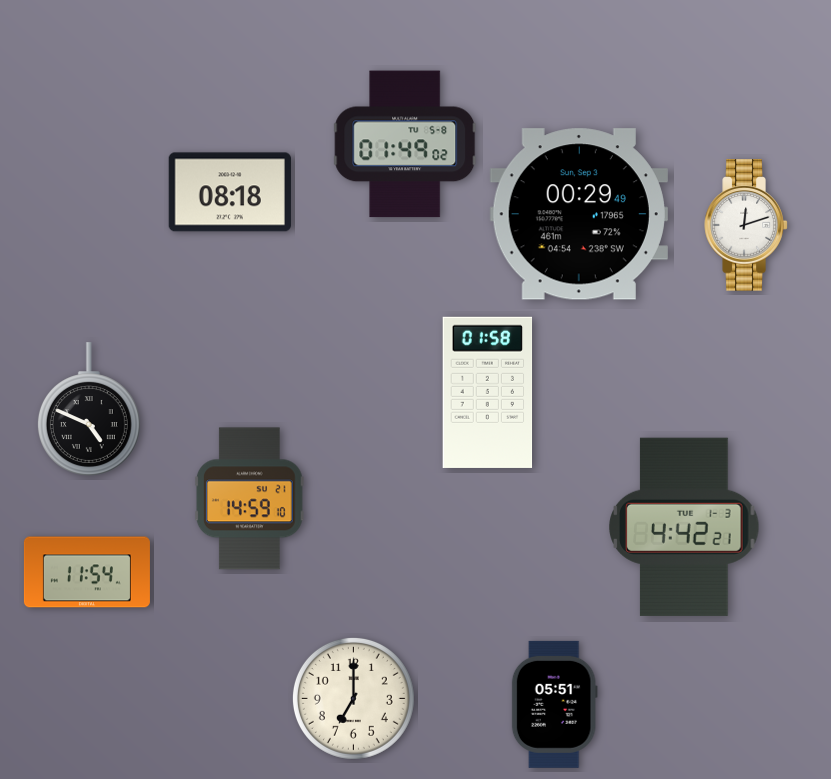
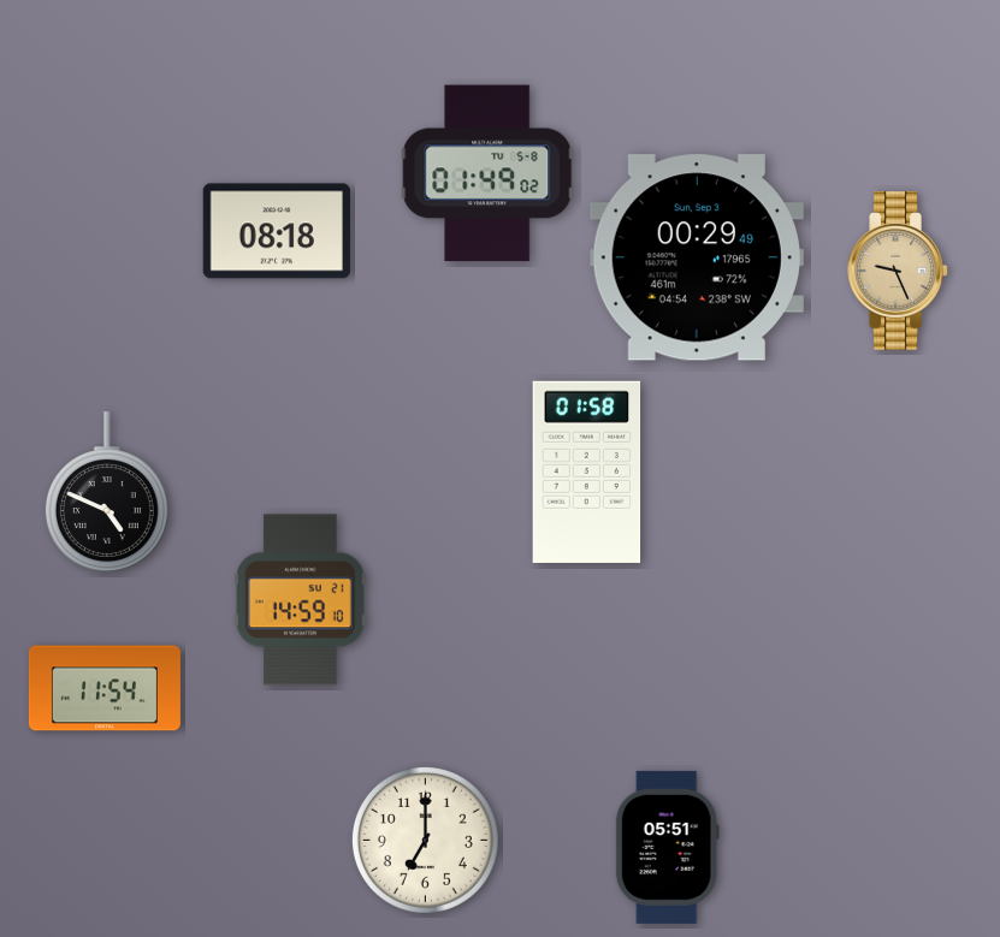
clock at (746, 225): 12:12 -> 9:26
clock at (746, 225) dial: white -> champagne
clock at (684, 527): 4:42 -> none
